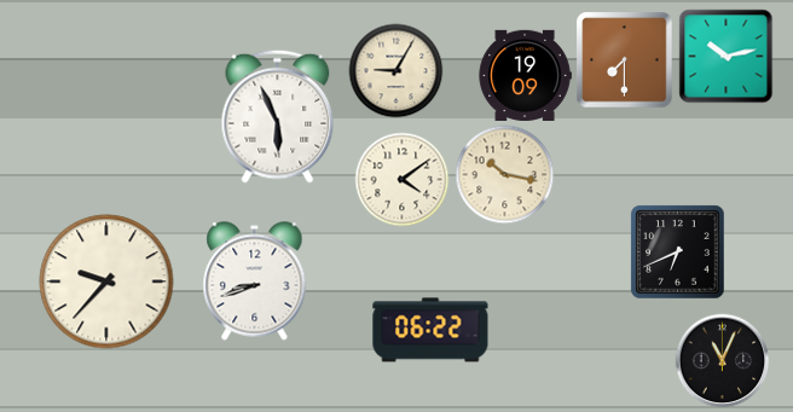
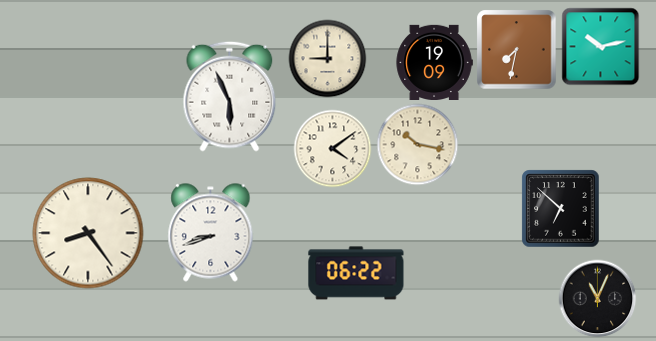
clock at (624, 59): 7:30 -> 7:32
clock at (395, 70): 9:05 -> 9:00
clock at (677, 251): 6:41 -> 6:52
clock at (106, 282): 9:37 -> 8:24
